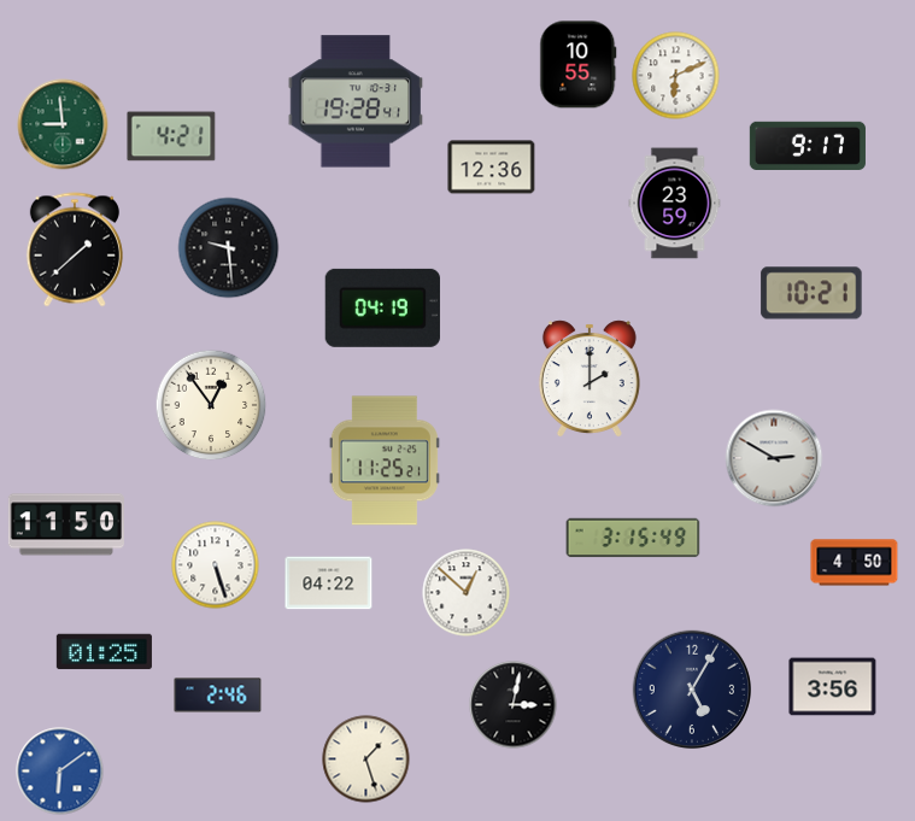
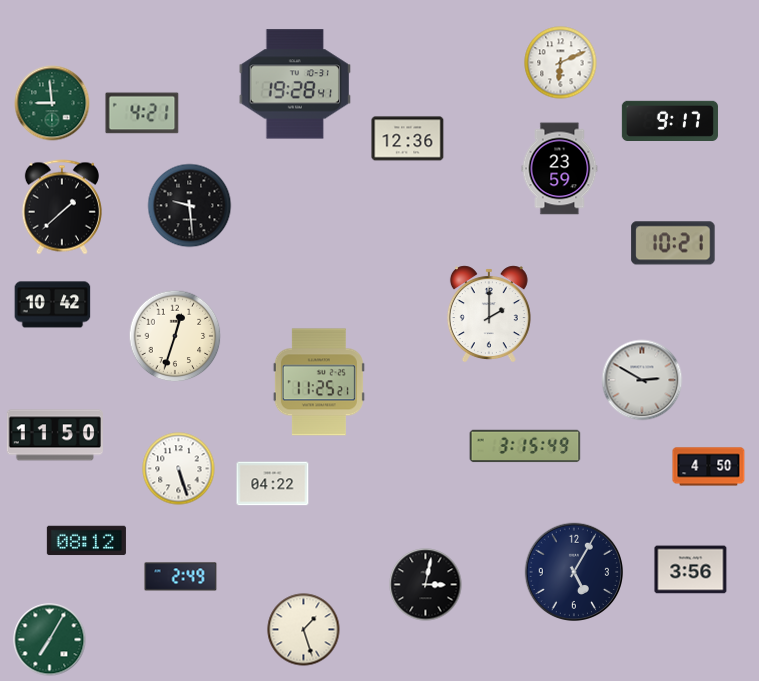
clock at (579, 65): 10:55 -> none
clock at (382, 307): 04:19 -> none
clock at (53, 305): none -> 10:42
clock at (211, 405): 12:54 -> 12:33
clock at (467, 593): 12:52 -> none
clock at (104, 652): 01:25 -> 08:12
clock at (218, 696): 2:46 -> 2:49
clock at (60, 772): 6:09 -> 7:05
clock at (60, 772) dial: blue -> green
